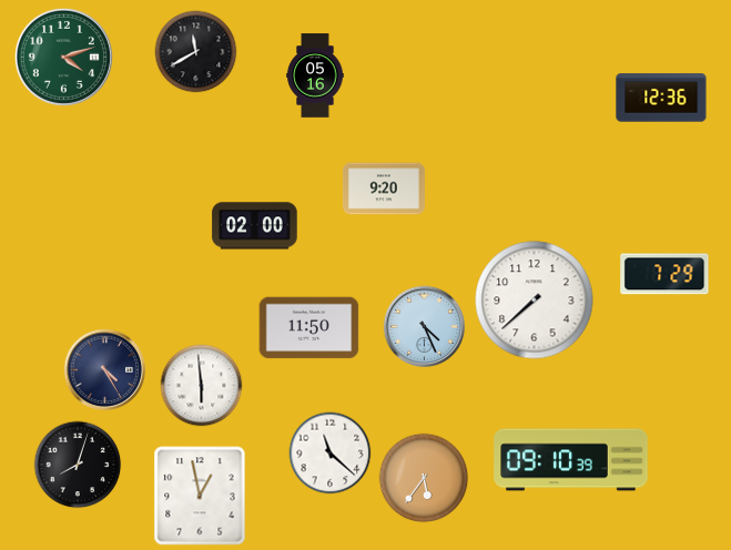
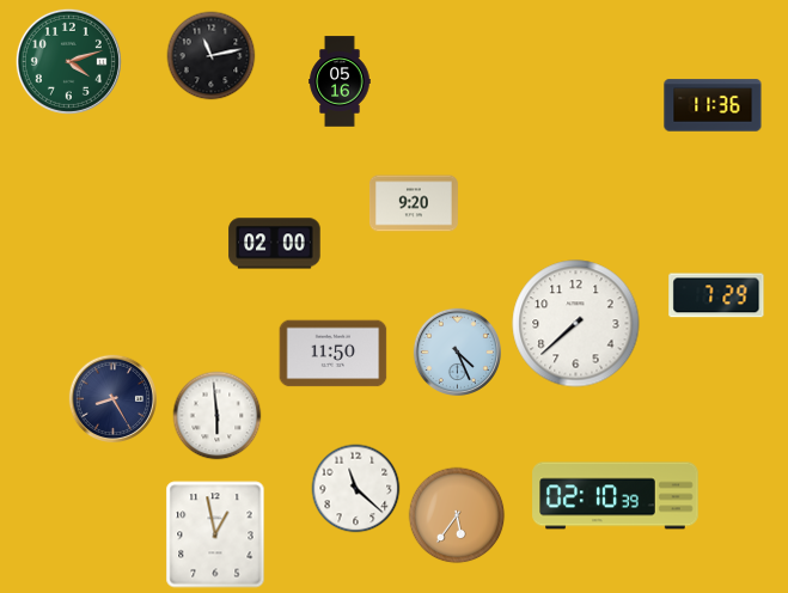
clock at (196, 52): 11:40 -> 11:13
clock at (661, 98): 12:36 -> 11:36
clock at (104, 369): 4:25 -> 8:25
clock at (571, 460): 09:10 -> 02:10
clock at (78, 465): 8:03 -> none
